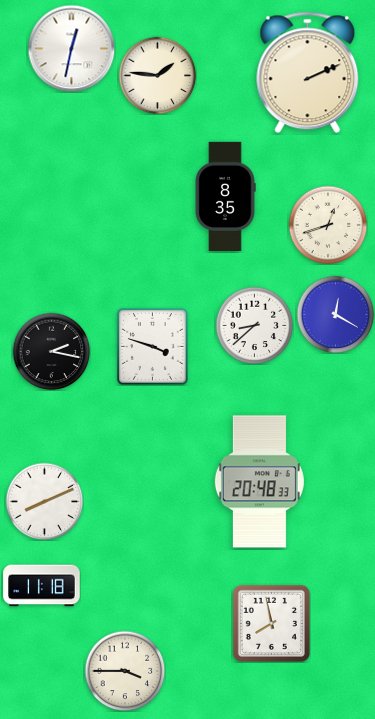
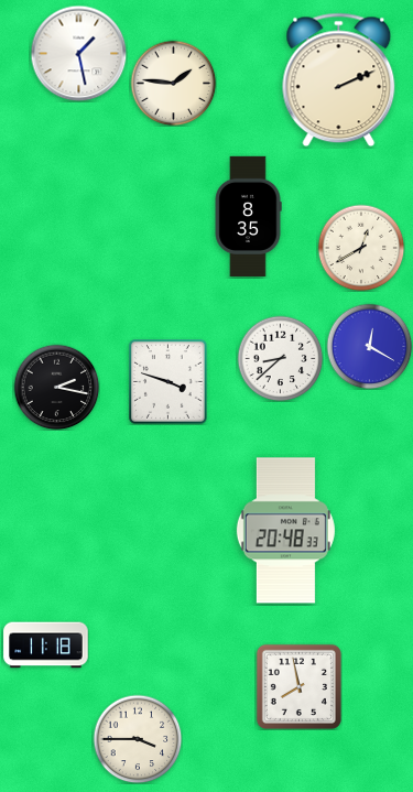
clock at (71, 48): 12:32 -> 1:28
clock at (328, 225): 12:42 -> 12:40
clock at (44, 501): 8:11 -> none
